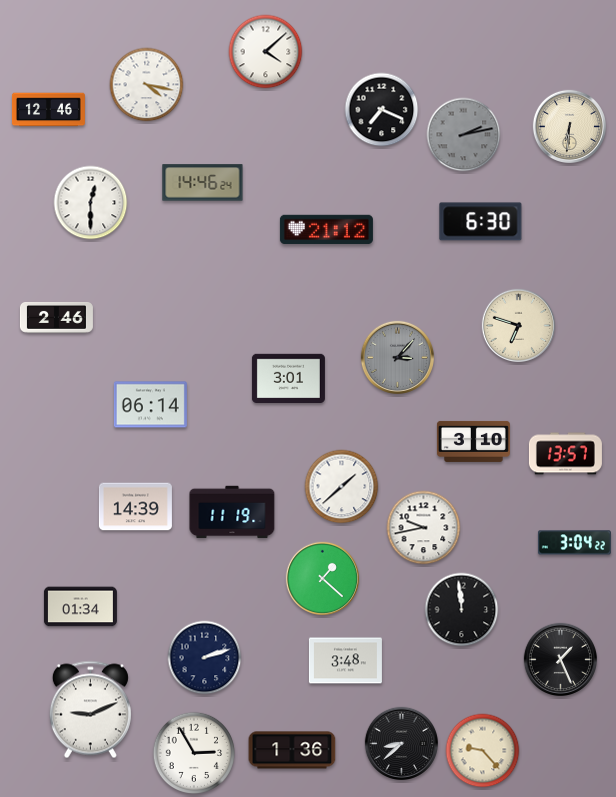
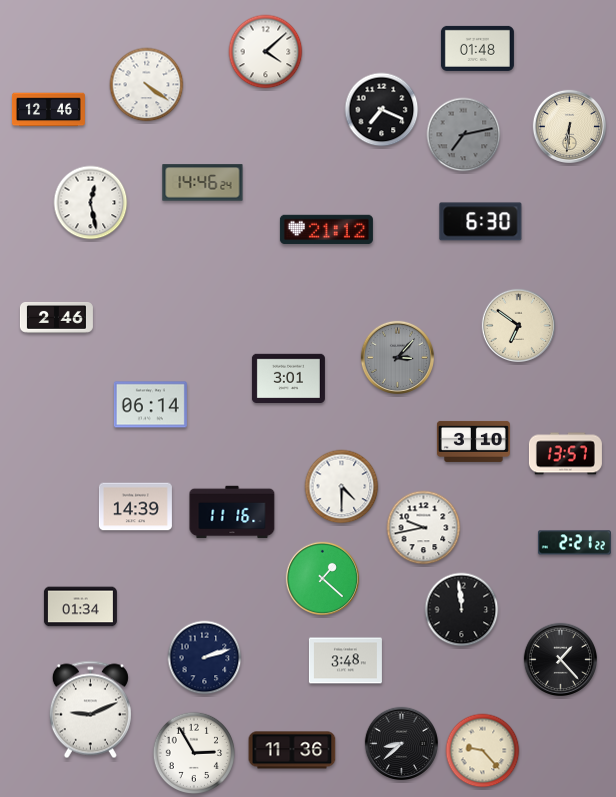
clock at (477, 48): none -> 01:48
clock at (147, 85): 4:17 -> 4:21
clock at (464, 135): 2:13 -> 7:13
clock at (91, 203): 12:30 -> 12:28
clock at (518, 325): 6:48 -> 6:51
clock at (342, 487): 1:38 -> 4:30
clock at (232, 512): 11:19 -> 11:16
clock at (574, 543): 3:04 -> 2:21
clock at (560, 659): 1:26 -> 1:23
clock at (292, 750): 1:36 -> 11:36
